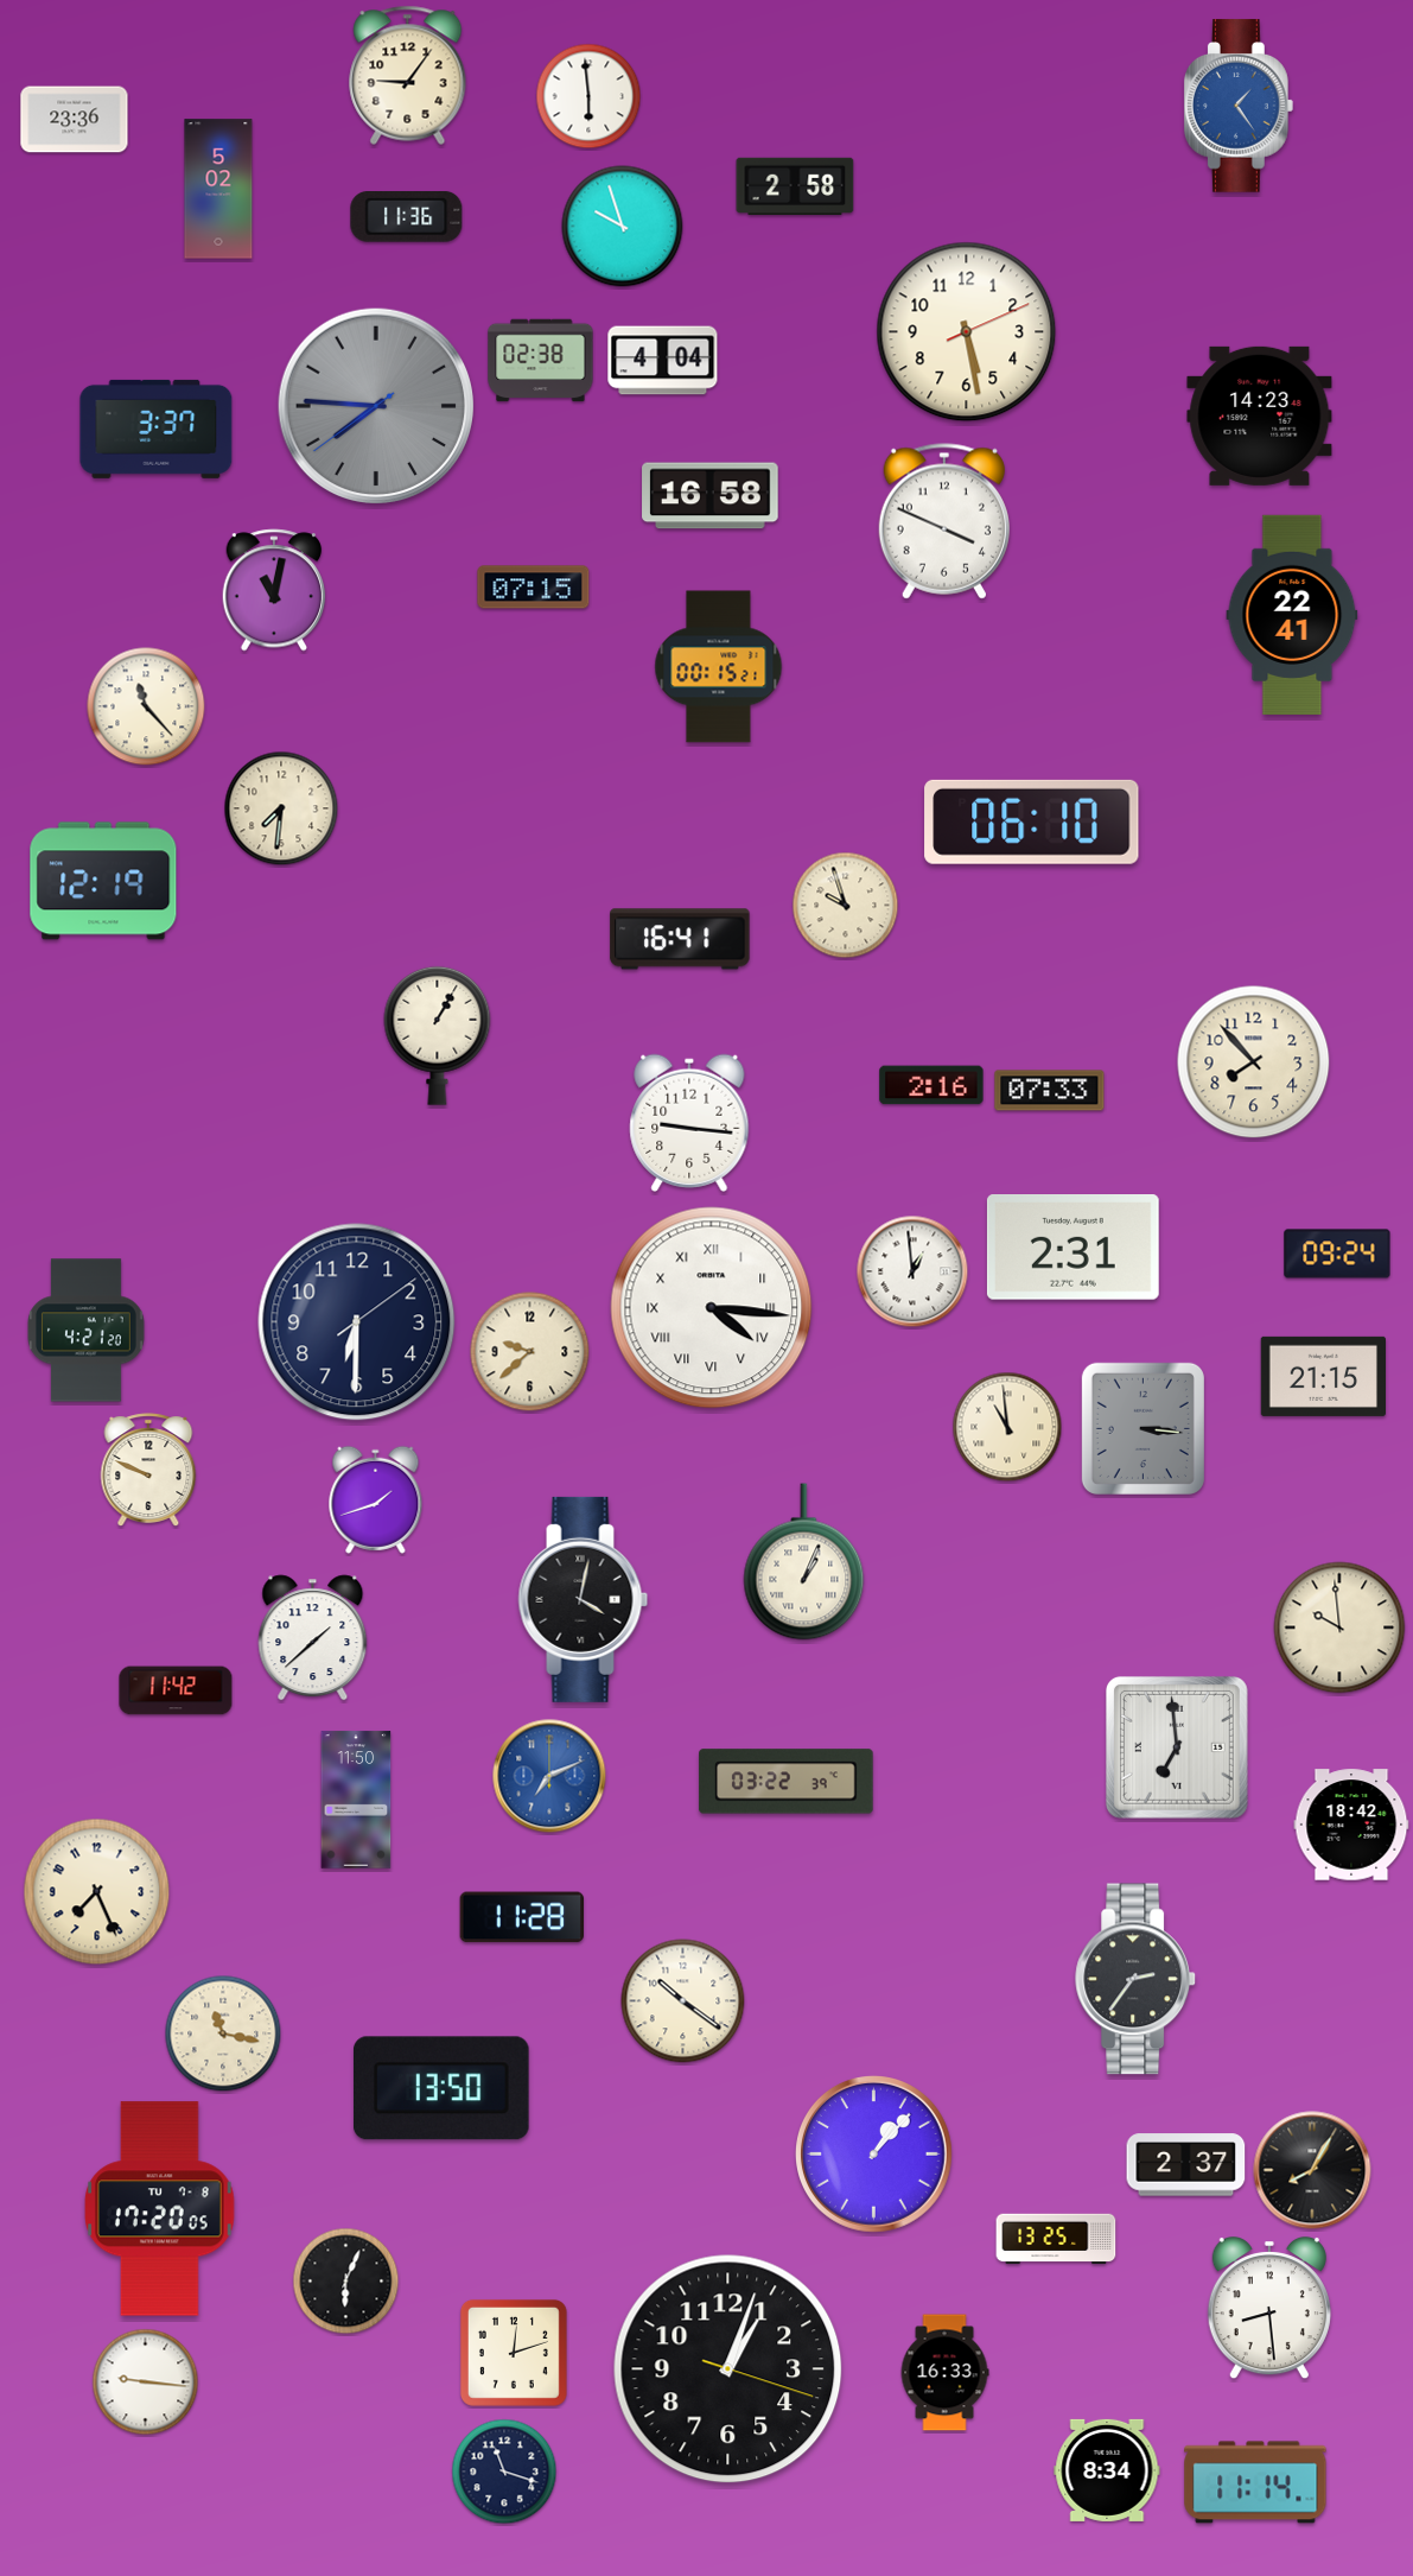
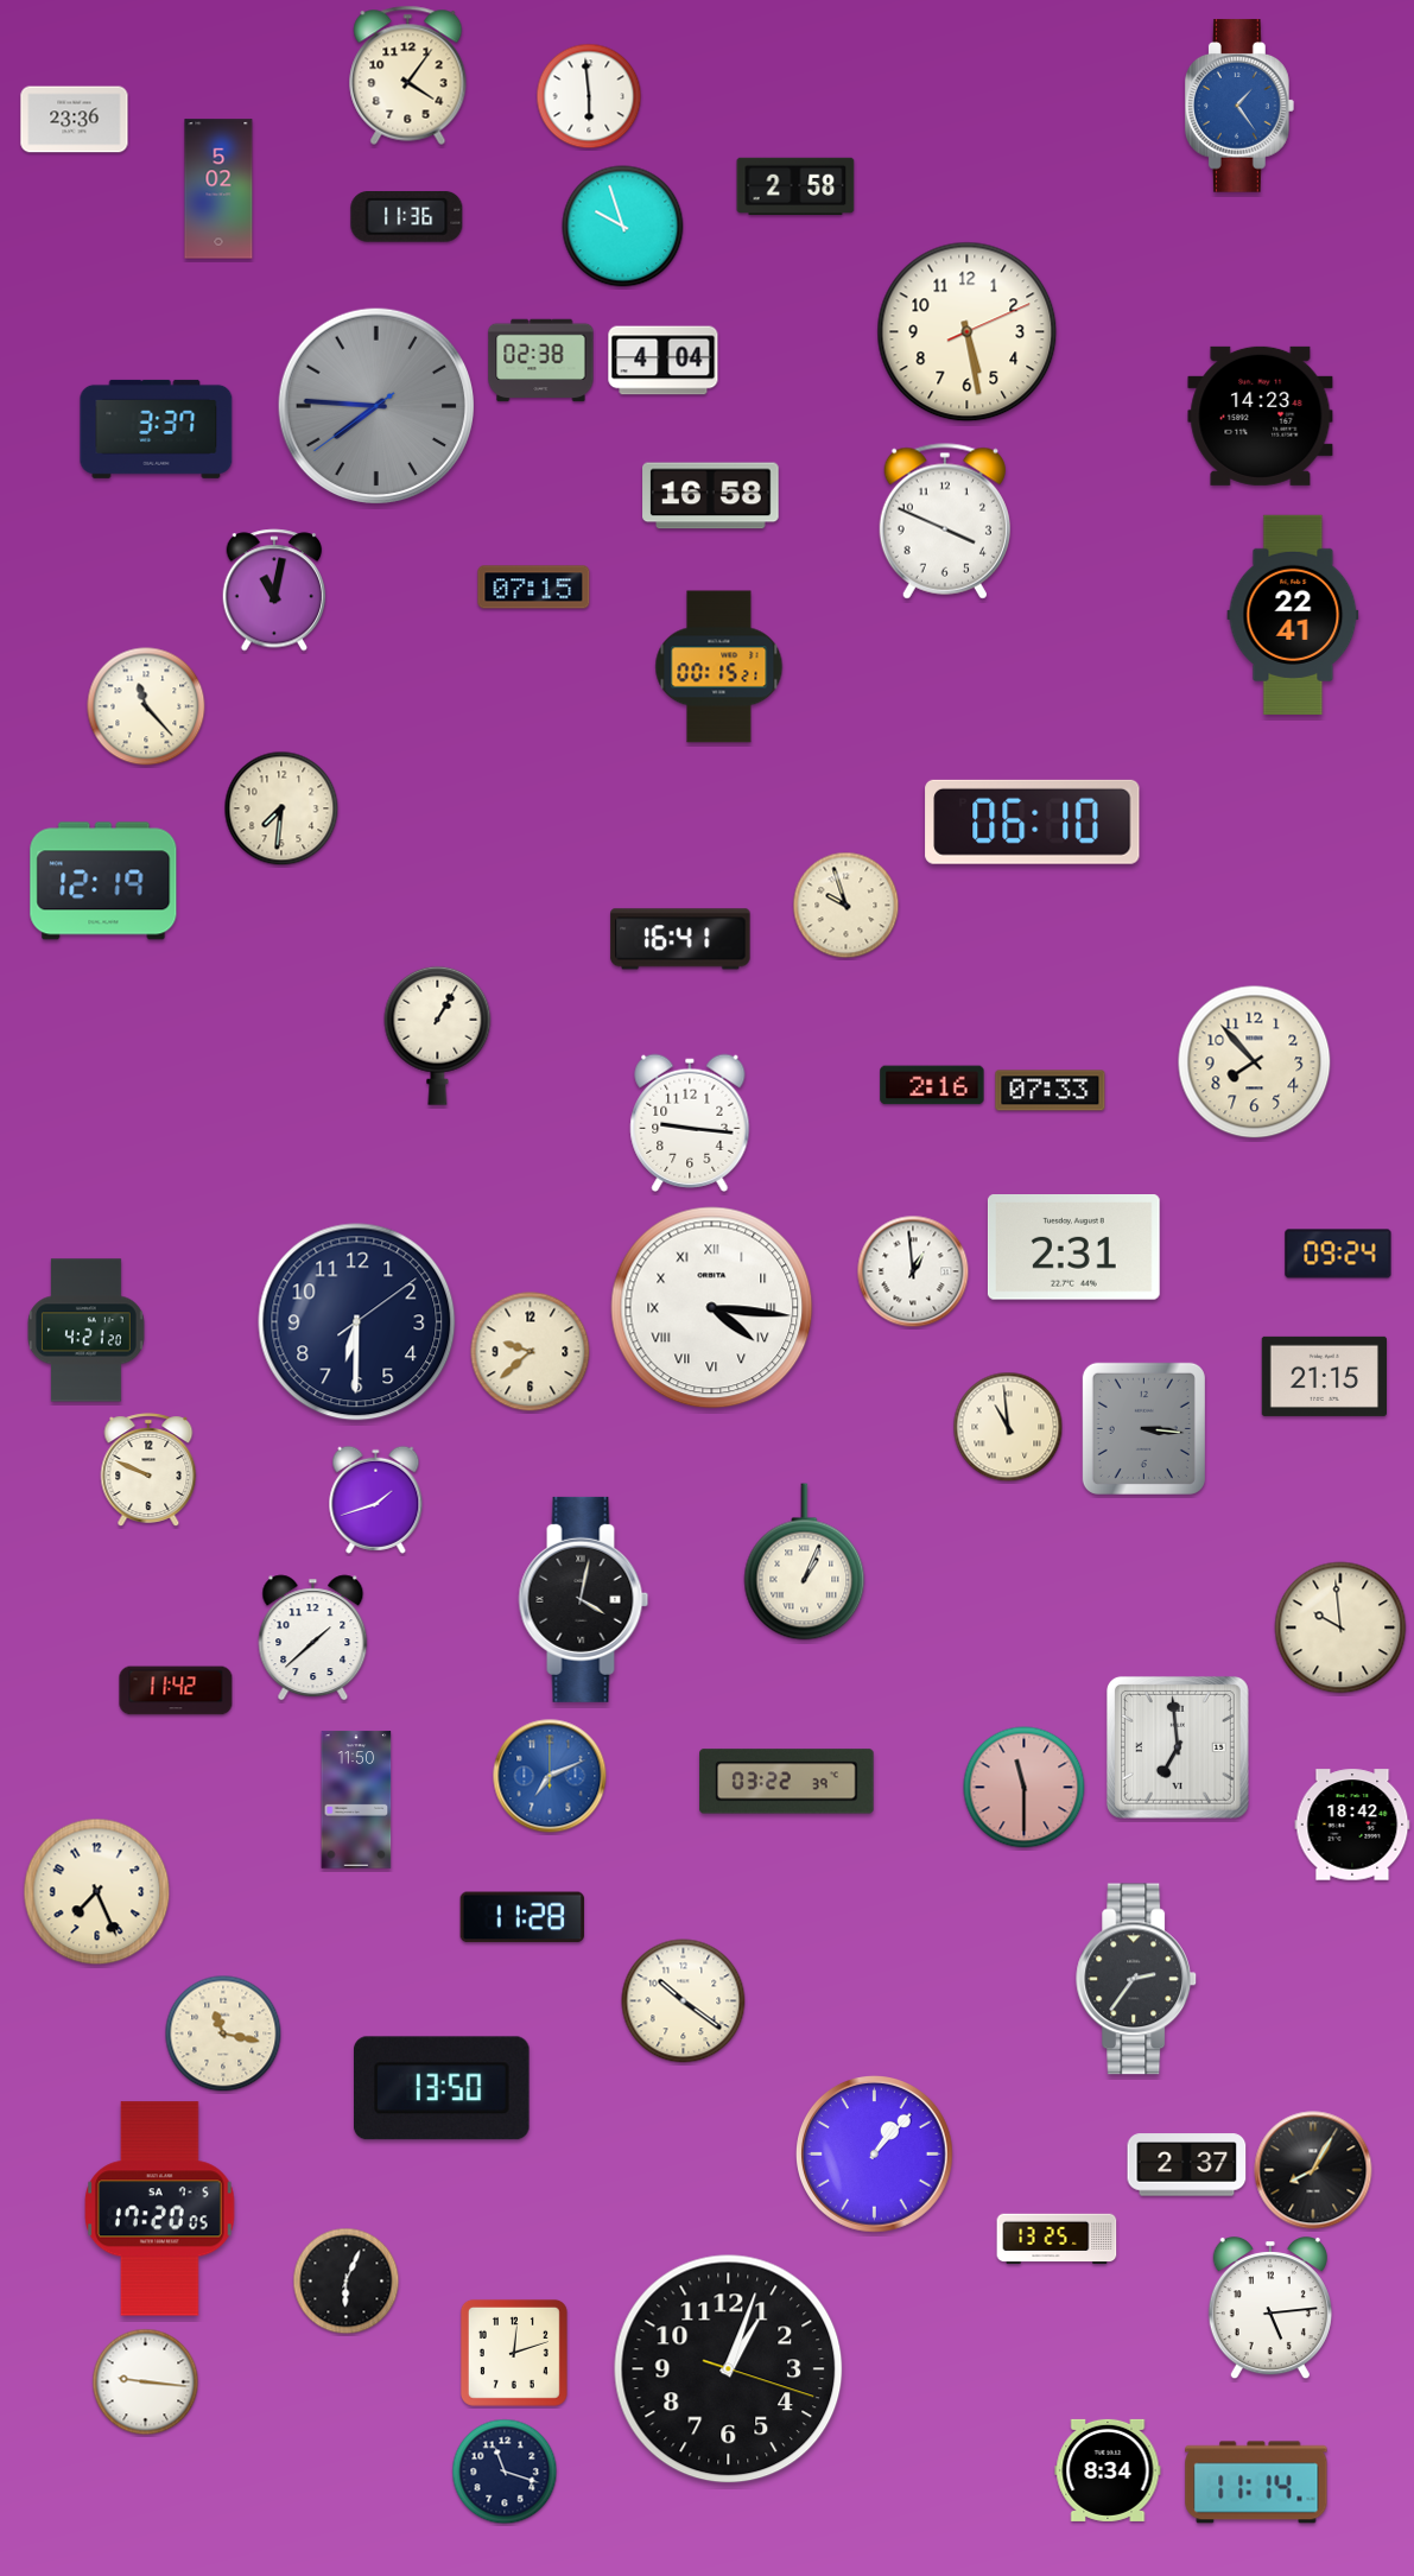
clock at (408, 75): 9:06 -> 4:06
clock at (1025, 1788): none -> 11:30
clock at (160, 2209) date: TU 7-8 -> SA 7-5
clock at (1269, 2309): 8:29 -> 5:14
clock at (944, 2373): 16:33 -> none
